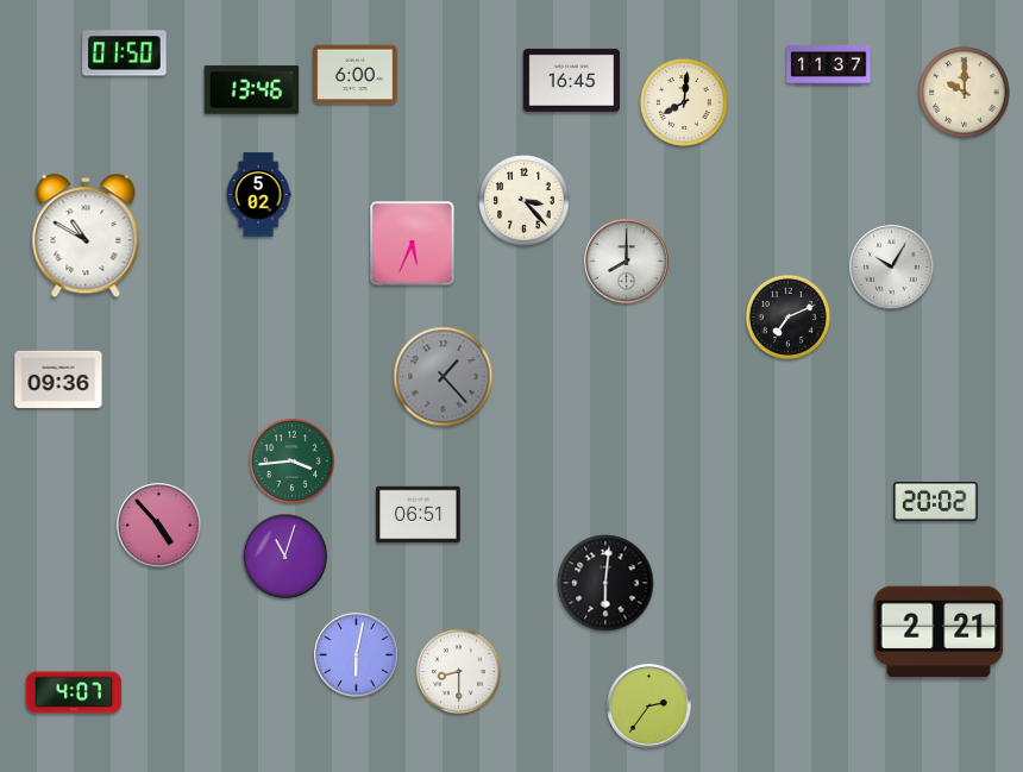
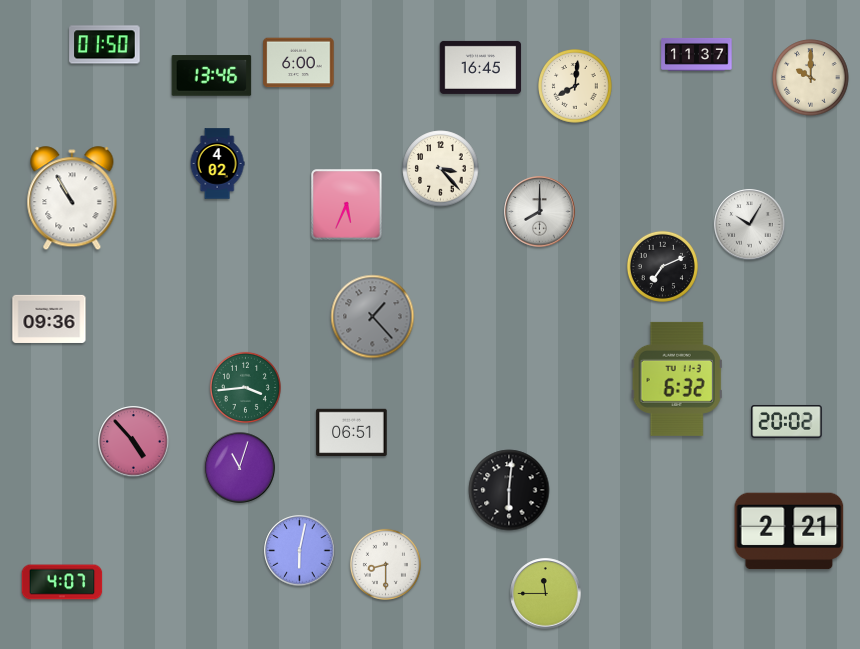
clock at (258, 195): 5:02 -> 4:02
clock at (86, 237): 10:50 -> 10:55
clock at (627, 262) position: (627, 262) -> (540, 212)
clock at (677, 379): none -> 6:32
clock at (649, 707): 2:36 -> 11:45
